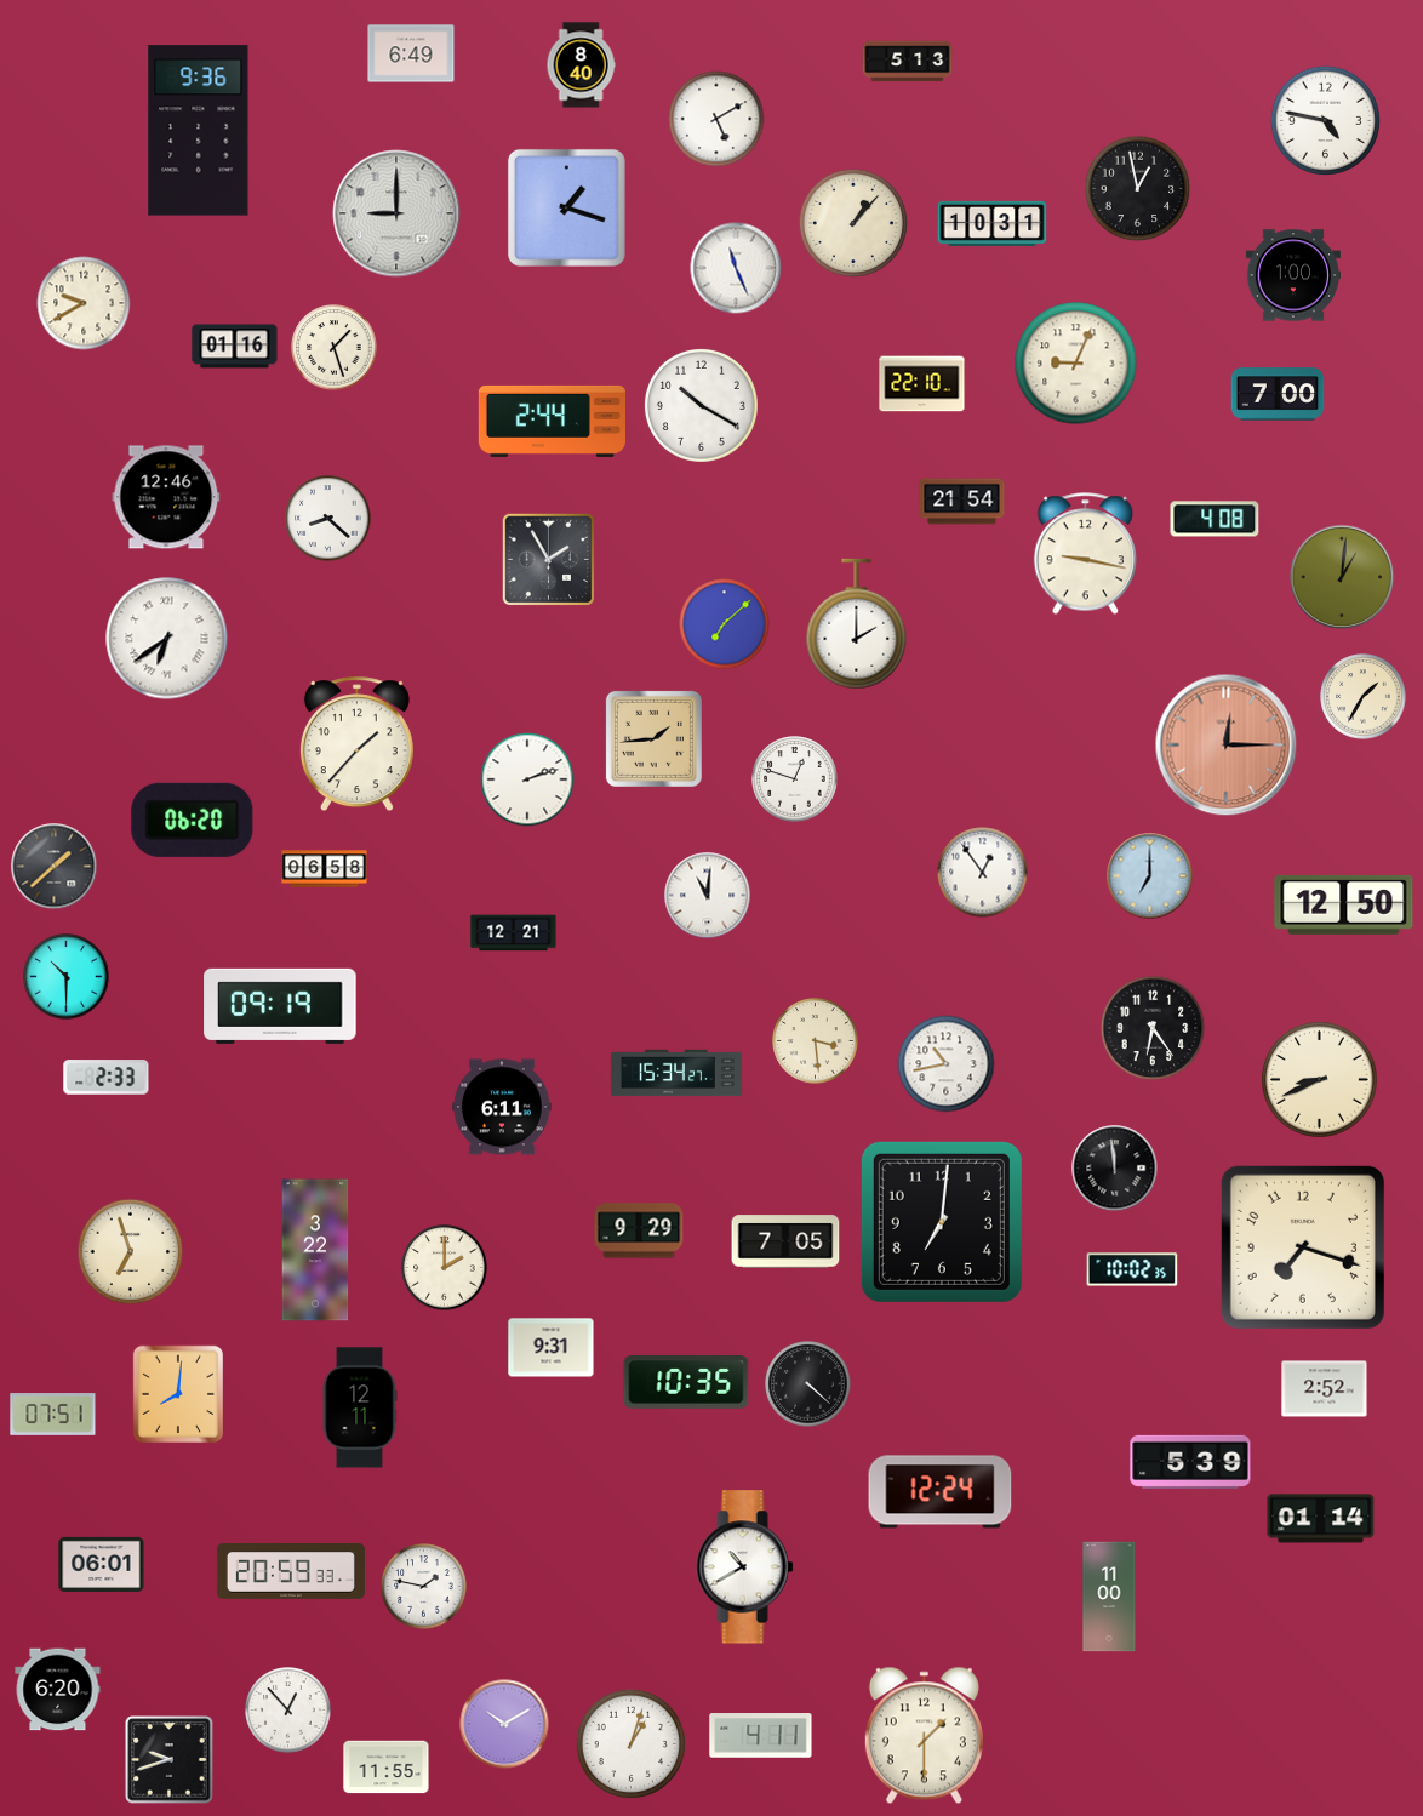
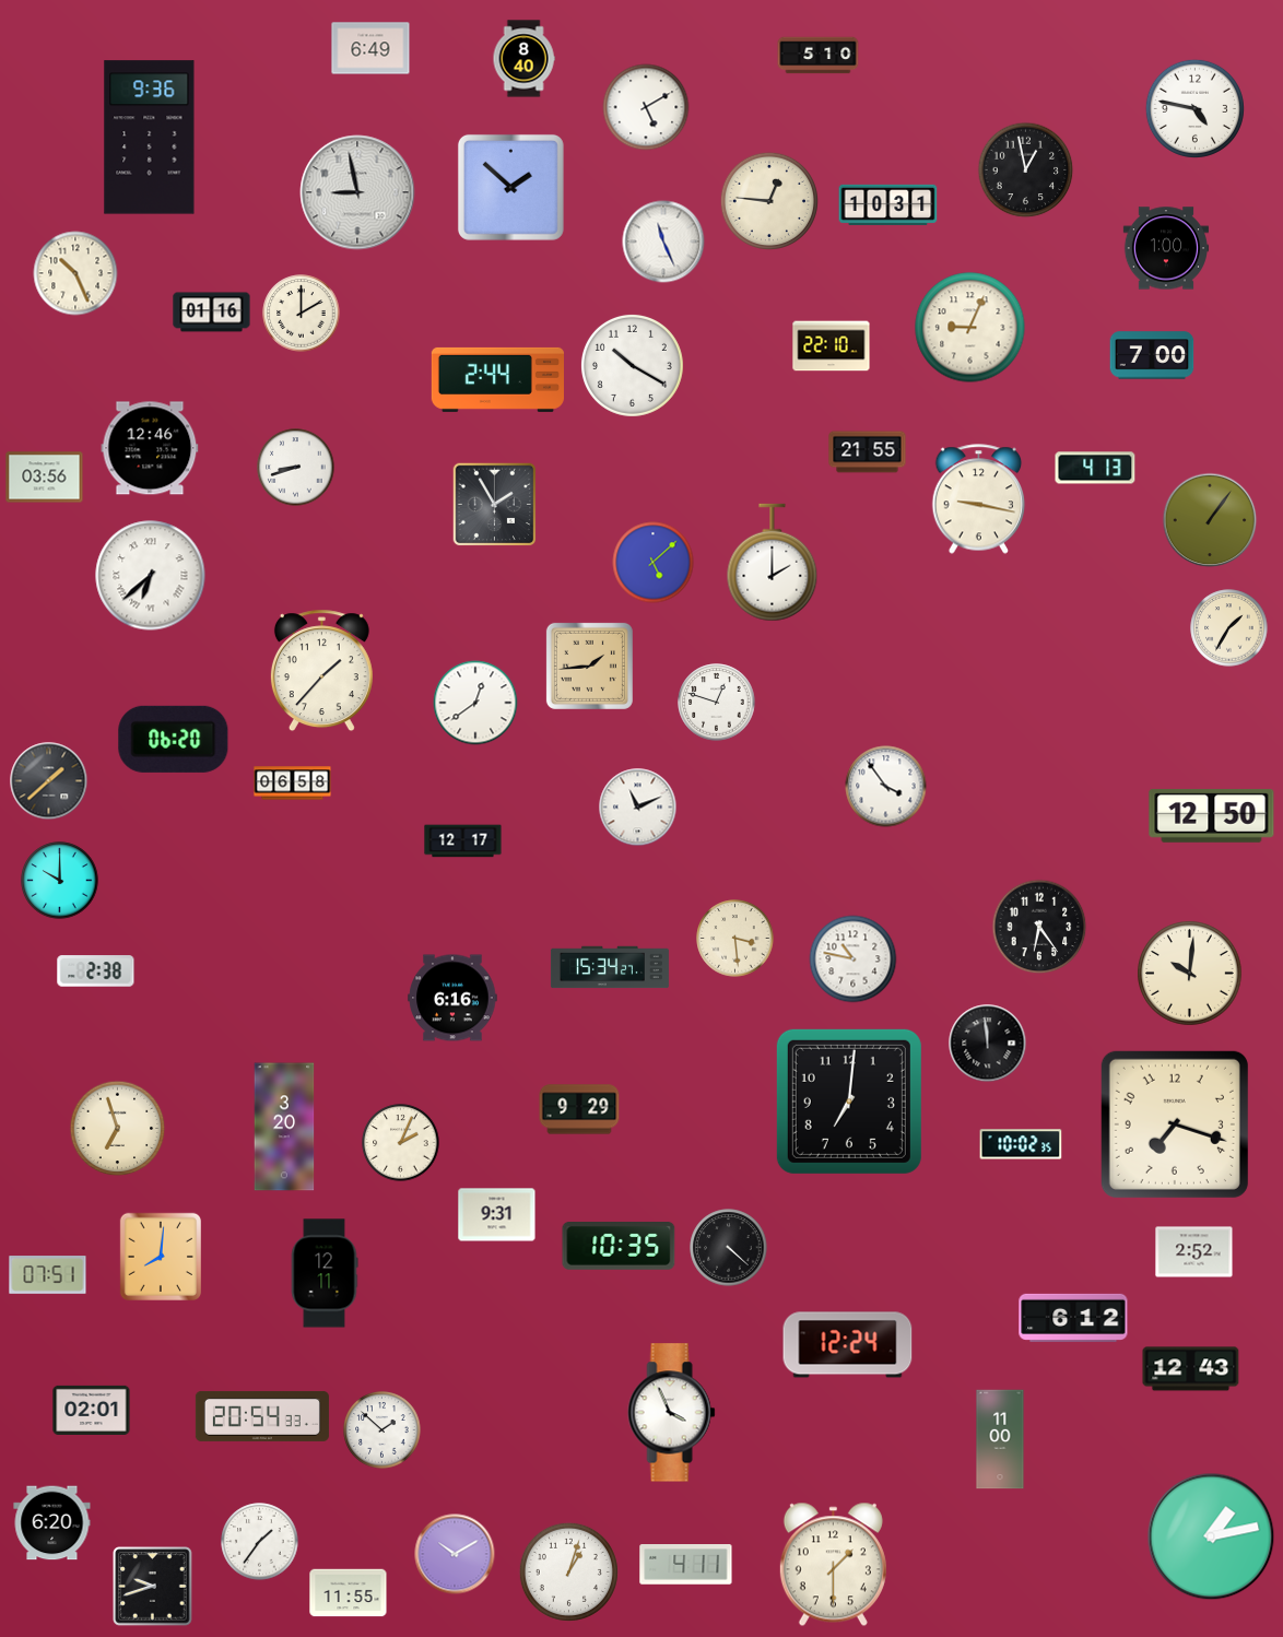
clock at (908, 62): 5:13 -> 5:10
clock at (199, 131) position: (199, 131) -> (150, 138)
clock at (566, 207): 1:18 -> 1:52
clock at (396, 213): 9:00 -> 8:58
clock at (852, 222): 1:07 -> 12:46
clock at (993, 223) position: (993, 223) -> (888, 204)
clock at (84, 303): 9:40 -> 10:26
clock at (335, 348): 1:27 -> 2:00
clock at (962, 502): 21:54 -> 21:55
clock at (328, 519): 8:22 -> 8:42
clock at (1215, 519): 4:08 -> 4:13
clock at (45, 478): none -> 03:56
clock at (1342, 577): 1:01 -> 1:06
clock at (725, 624): 7:08 -> 5:08
clock at (167, 639): 6:39 -> 6:38
clock at (1227, 746): 12:15 -> none
clock at (527, 779): 2:12 -> 12:39
clock at (983, 873): 12:54 -> 3:54
clock at (1150, 876): 7:00 -> none
clock at (708, 896): 11:01 -> 11:11
clock at (514, 933): 12:21 -> 12:17
clock at (67, 977): 10:30 -> 10:00
clock at (280, 1006): 09:19 -> none
clock at (947, 1064): 10:43 -> 10:47
clock at (107, 1078): 2:33 -> 2:38
clock at (1320, 1080): 8:41 -> 10:01
clock at (502, 1107): 6:11 -> 6:16
clock at (1115, 1169) position: (1115, 1169) -> (988, 1044)
clock at (639, 1230) position: (639, 1230) -> (579, 1109)
clock at (785, 1241): 7:05 -> none
clock at (315, 1250): 3:22 -> 3:20
clock at (445, 1268): 2:00 -> 2:04
clock at (360, 1407) position: (360, 1407) -> (325, 1273)
clock at (1190, 1462): 5:39 -> 6:12
clock at (1321, 1519): 01:14 -> 12:43
clock at (102, 1564): 06:01 -> 02:01
clock at (745, 1567): 10:40 -> 3:56
clock at (291, 1571): 20:59 -> 20:54
clock at (424, 1587): 1:47 -> 1:52
clock at (1211, 1536): none -> 1:13
clock at (288, 1711): 12:53 -> 1:36
